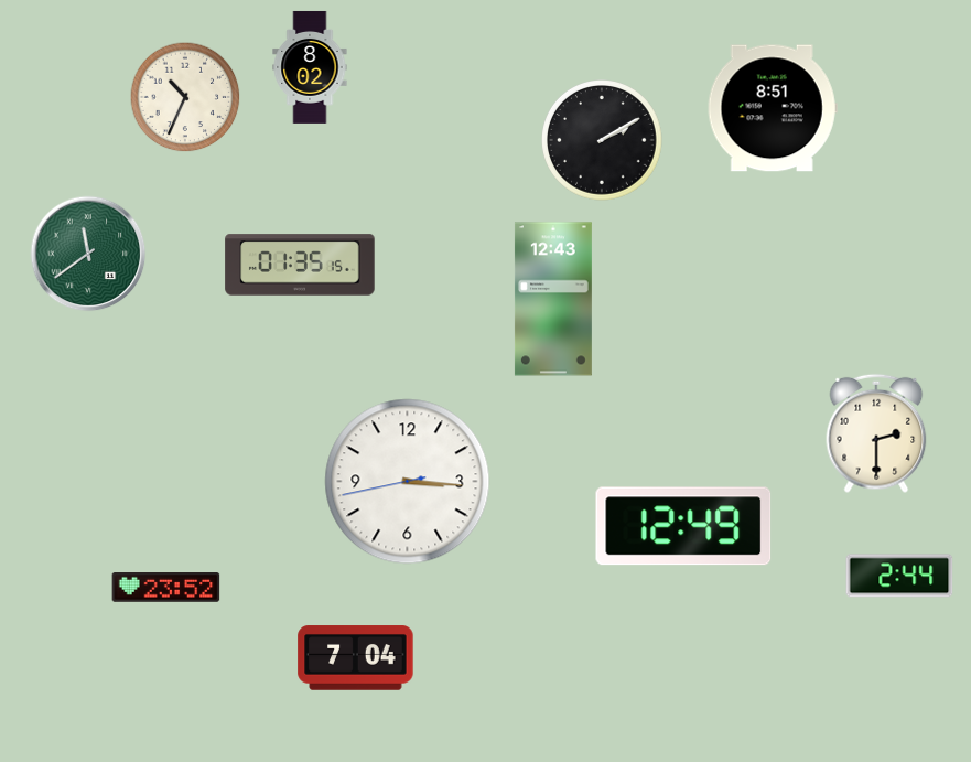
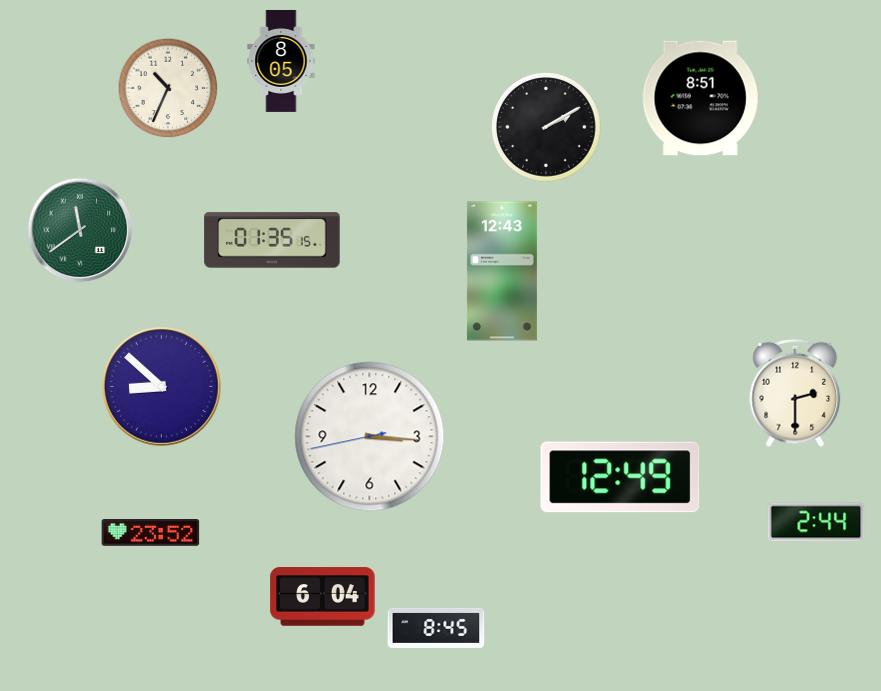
clock at (310, 67): 8:02 -> 8:05
clock at (161, 386): none -> 8:52
clock at (356, 658): 7:04 -> 6:04
clock at (436, 628): none -> 8:45
